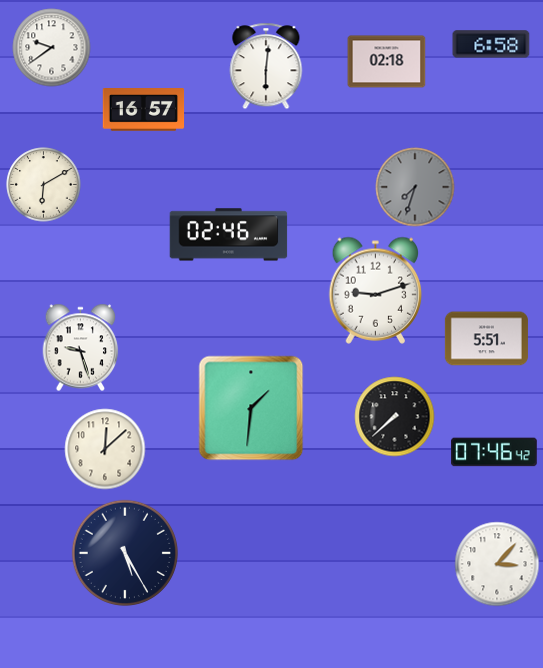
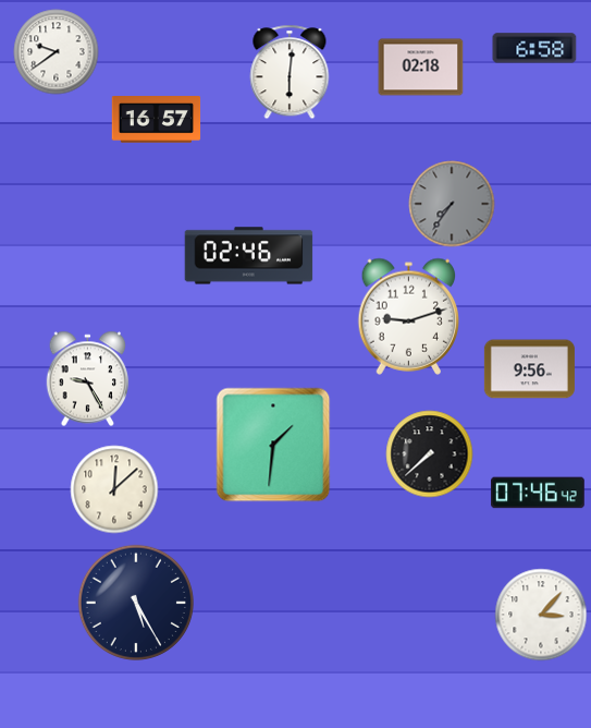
clock at (44, 185): 6:10 -> none
clock at (415, 187): 7:33 -> 7:36
clock at (486, 339): 5:51 -> 9:56
clock at (81, 348): 9:27 -> 9:25
